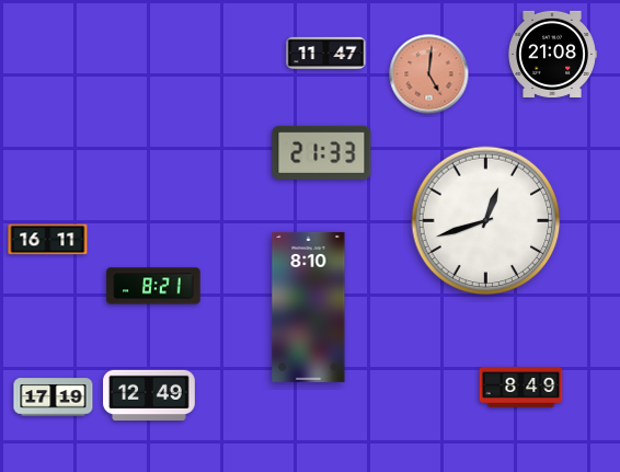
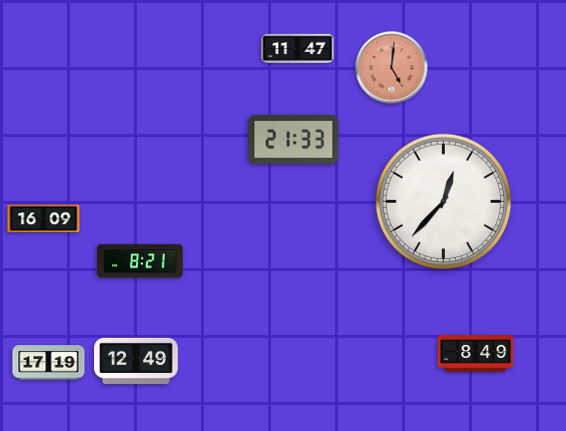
clock at (553, 54): 21:08 -> none
clock at (486, 221): 12:42 -> 12:37
clock at (48, 240): 16:11 -> 16:09
clock at (309, 307): 8:10 -> none
